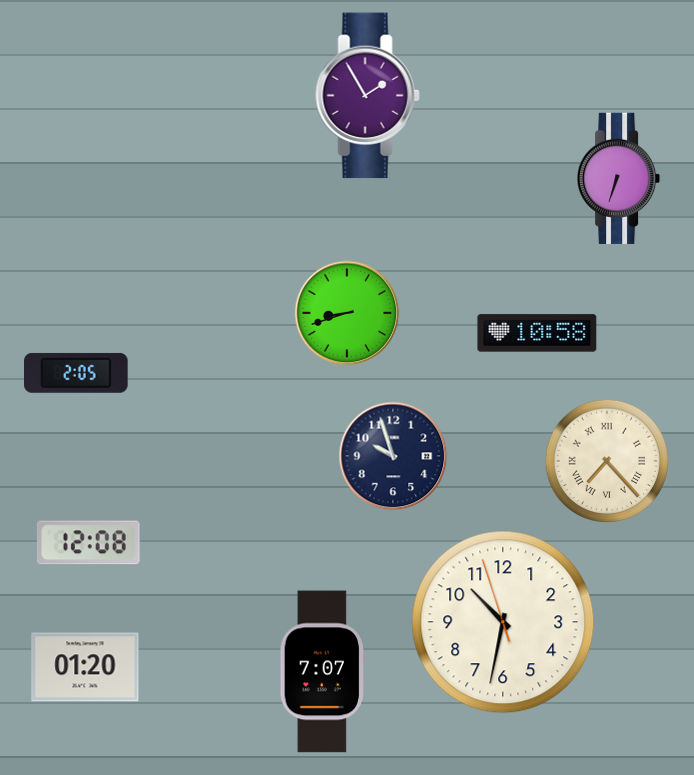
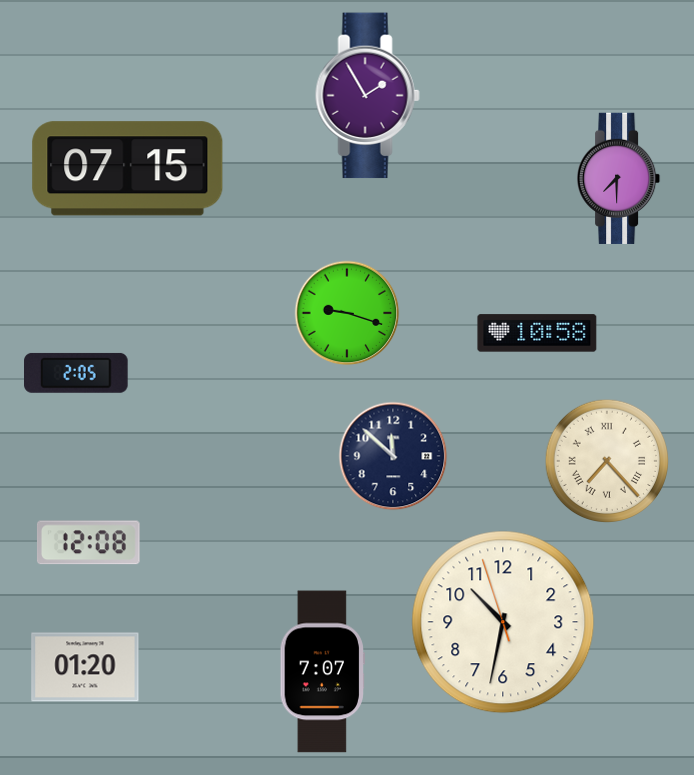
clock at (128, 169): none -> 07:15
clock at (620, 178): 6:33 -> 7:30
clock at (347, 313): 8:42 -> 9:18
clock at (393, 456): 9:57 -> 11:52
